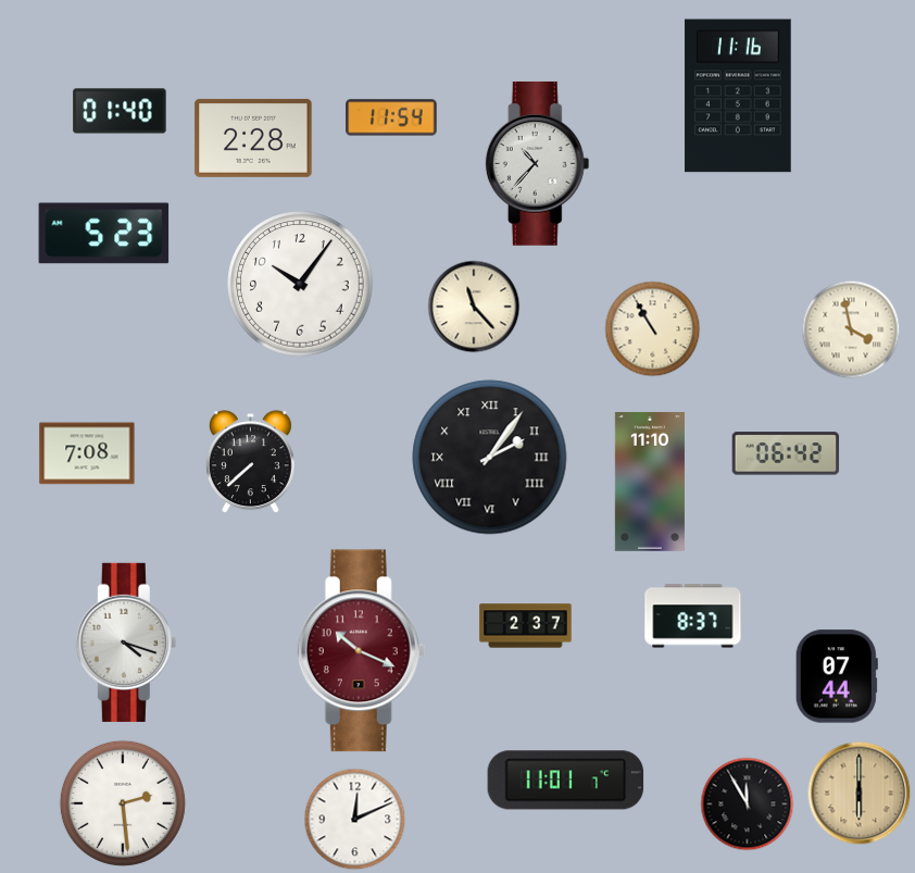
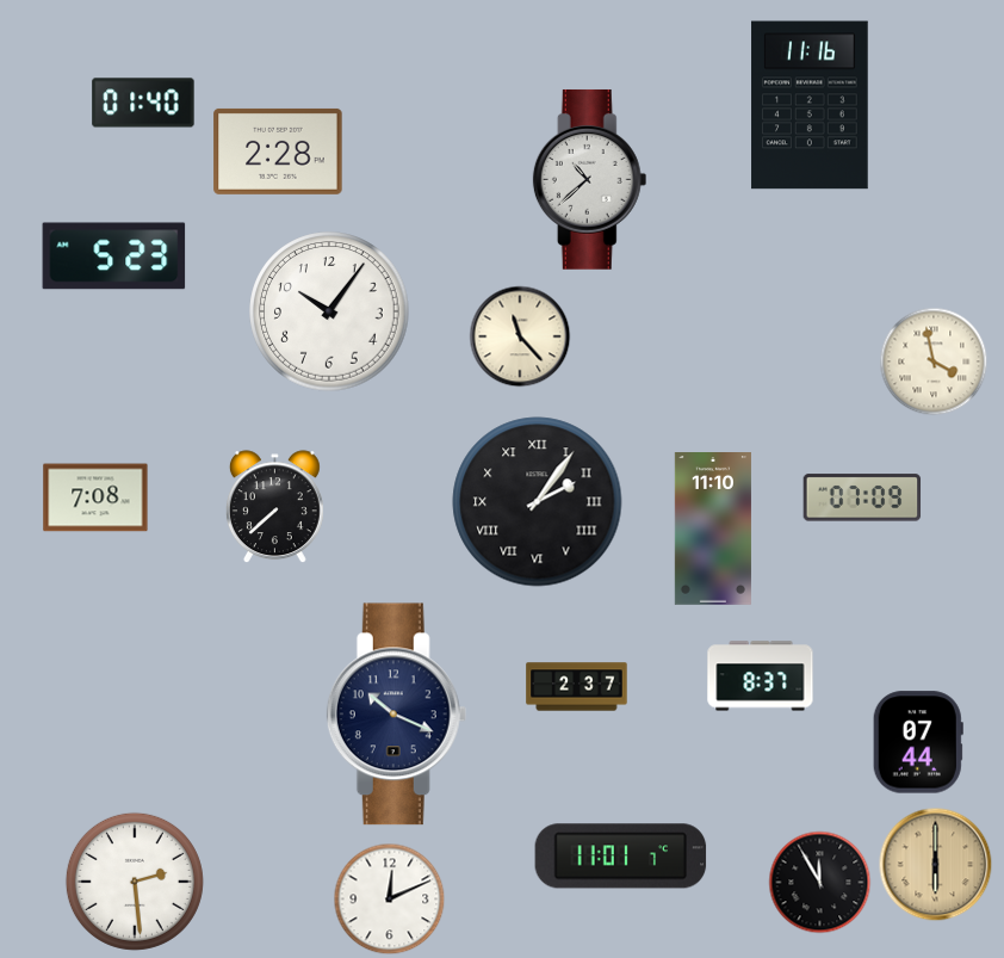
clock at (120, 111) position: (120, 111) -> (143, 103)
clock at (391, 117): 11:54 -> none
clock at (538, 163): 10:37 -> 10:38
clock at (653, 329): 10:55 -> none
clock at (786, 453): 06:42 -> 07:09
clock at (126, 643): 4:18 -> none
clock at (362, 651) dial: burgundy -> navy
clock at (860, 794) position: (860, 794) -> (936, 865)
